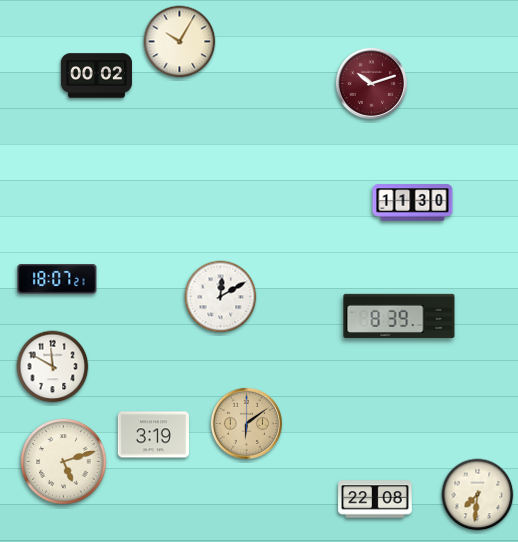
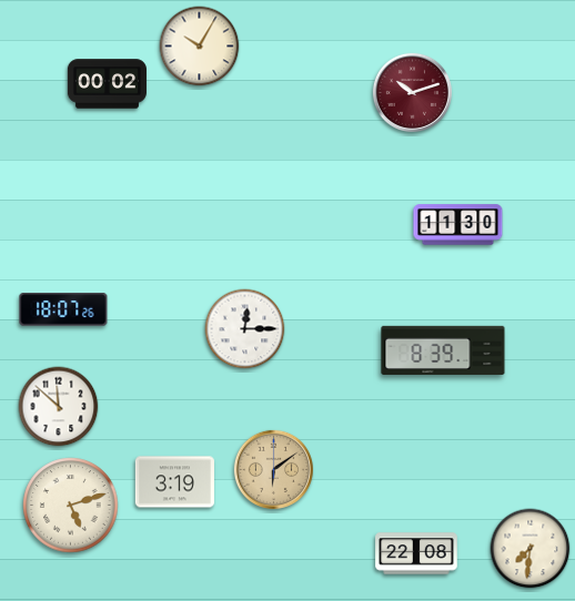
clock at (57, 279): 18:07:21 -> 18:07:26
clock at (221, 297): 12:10 -> 12:15
clock at (53, 367): 11:50 -> 11:52
clock at (153, 435) position: (153, 435) -> (174, 482)
clock at (64, 462) position: (64, 462) -> (71, 506)
